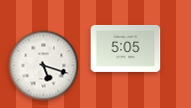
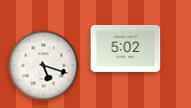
clock at (126, 48): 5:05 -> 5:02
